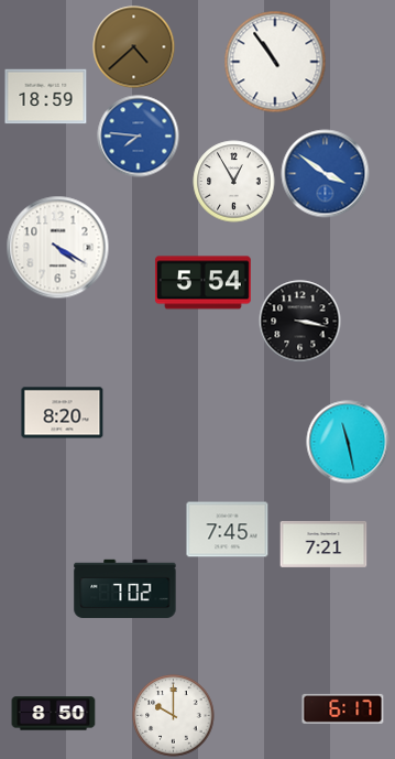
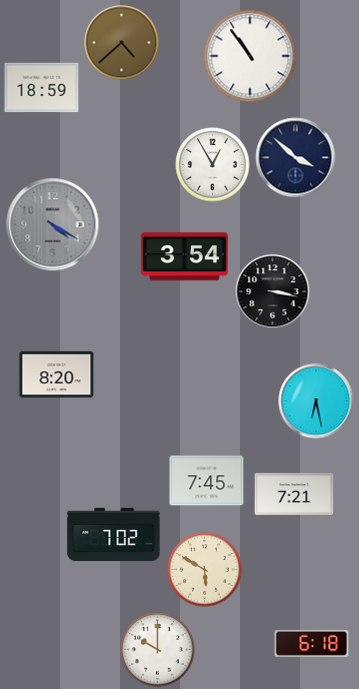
clock at (139, 137): 7:46 -> none
clock at (326, 174): 3:51 -> 3:52
clock at (326, 174) dial: blue -> navy
clock at (58, 248) dial: white -> grey
clock at (202, 283): 5:54 -> 3:54
clock at (348, 442): 11:28 -> 6:28
clock at (205, 570): none -> 5:50
clock at (343, 708): 6:17 -> 6:18
clock at (54, 714): 8:50 -> none
